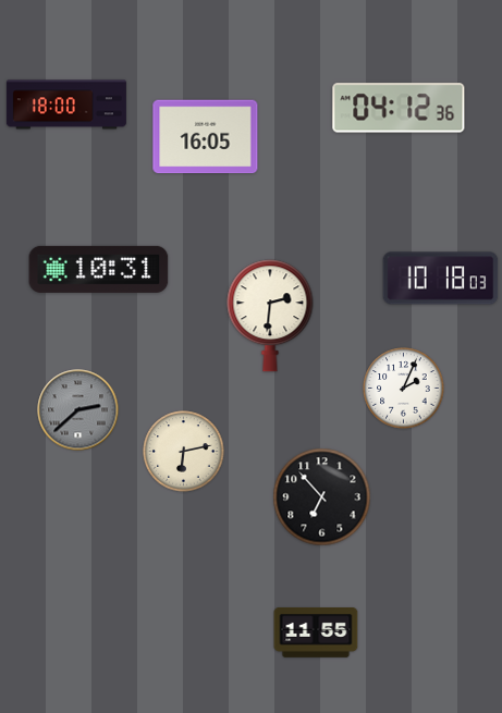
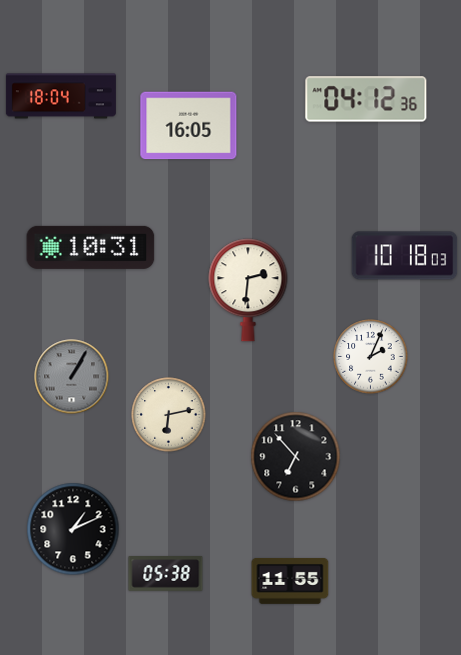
clock at (66, 105): 18:00 -> 18:04
clock at (78, 410): 2:38 -> 1:05
clock at (73, 529): none -> 1:11
clock at (166, 574): none -> 05:38
